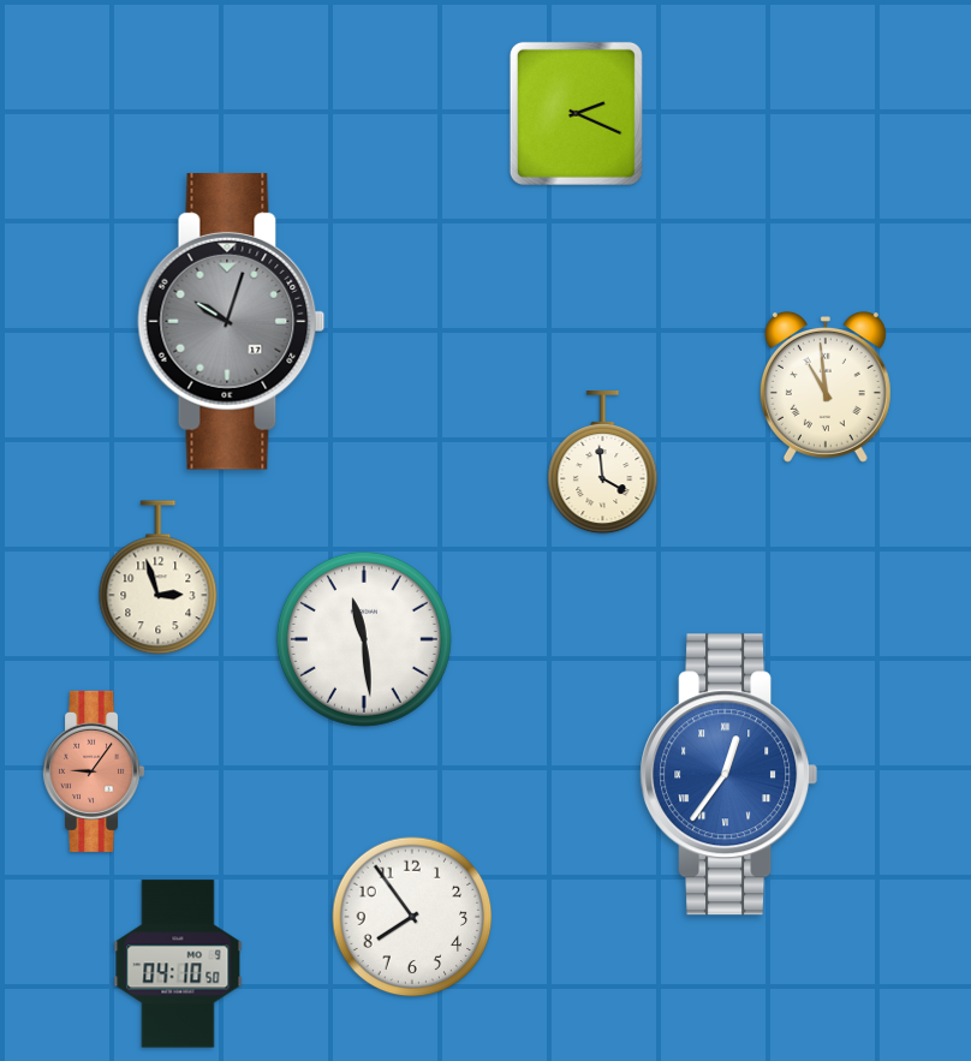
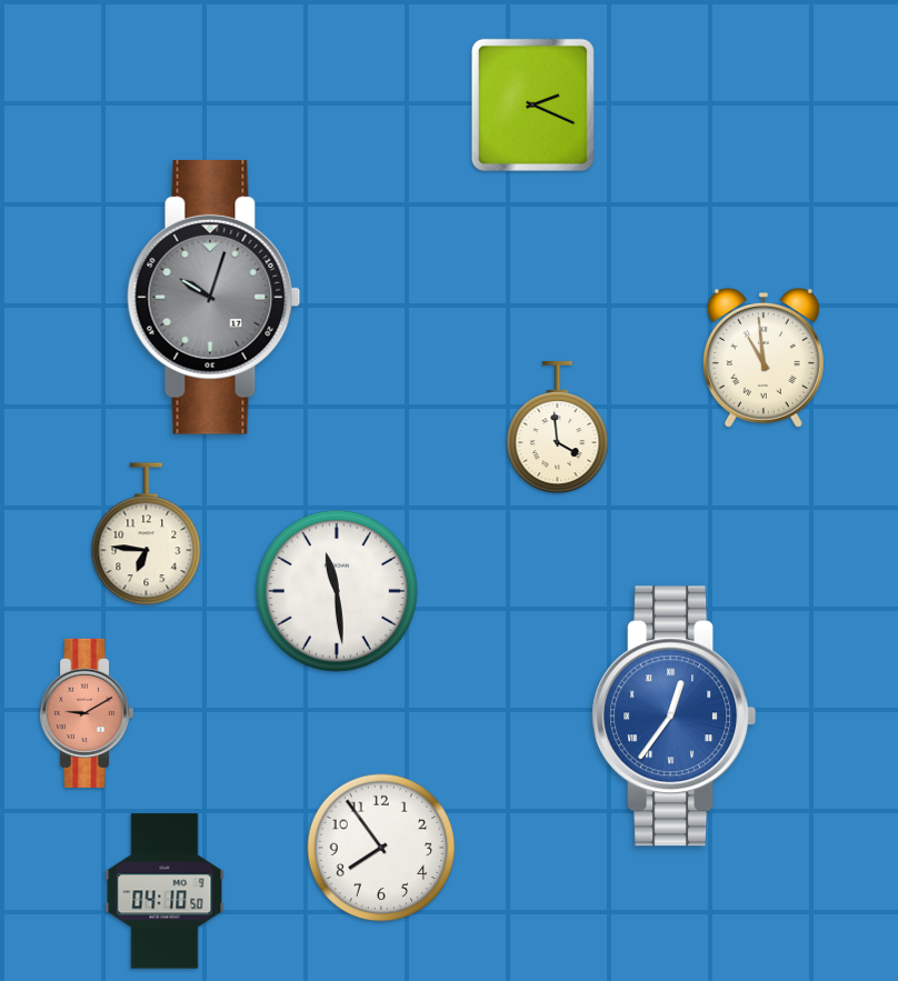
clock at (159, 578): 2:57 -> 6:46
clock at (94, 771): 9:06 -> 9:10
